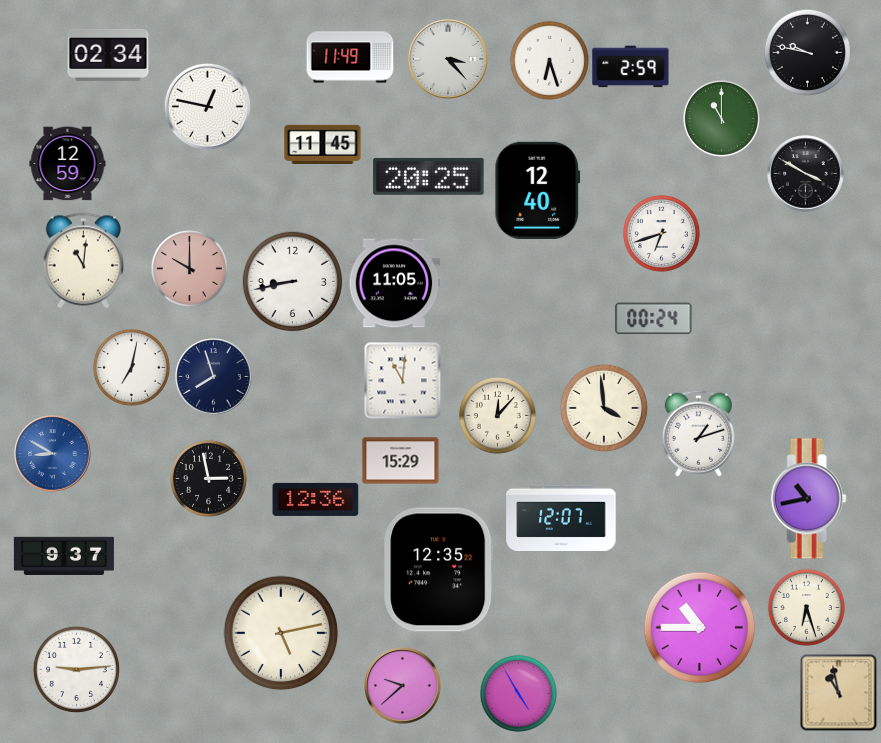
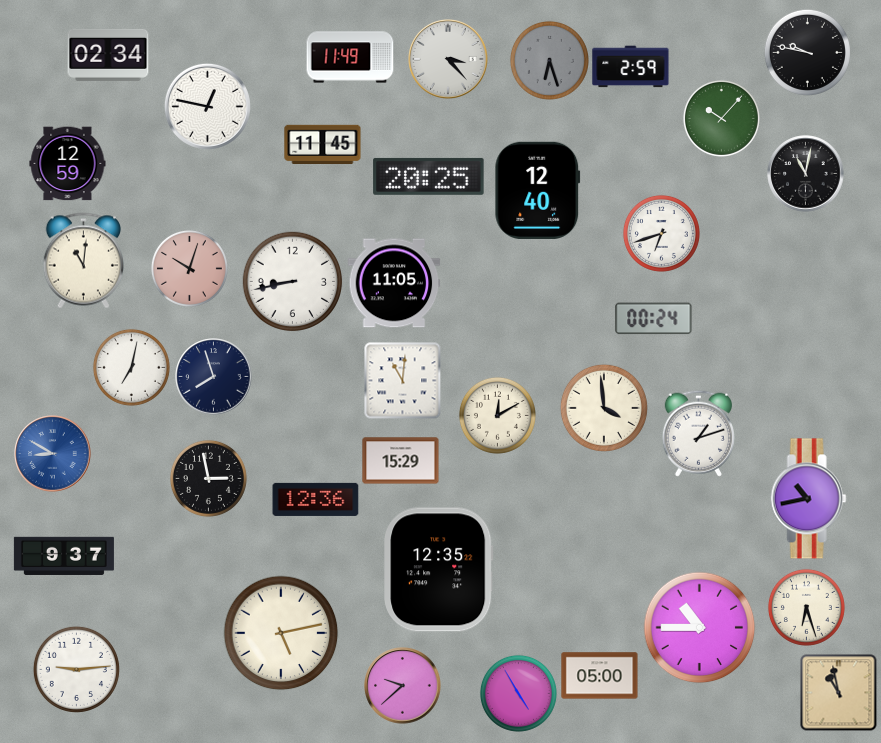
clock at (549, 60) dial: white -> grey
clock at (721, 118): 11:00 -> 10:07
clock at (806, 174): 3:50 -> 11:02
clock at (189, 268): 10:00 -> 10:03
clock at (497, 415): 12:07 -> 12:10
clock at (561, 517): 12:07 -> none
clock at (600, 676): none -> 05:00
